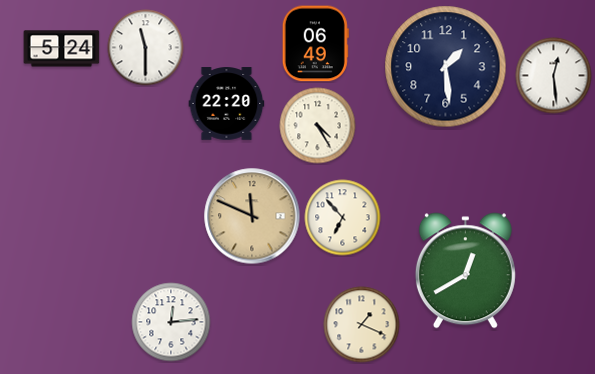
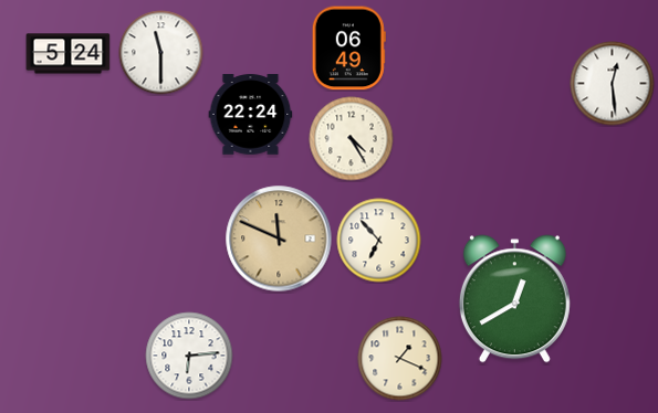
clock at (446, 67): 1:29 -> none
clock at (227, 104): 22:20 -> 22:24
clock at (171, 322): 12:14 -> 6:14
